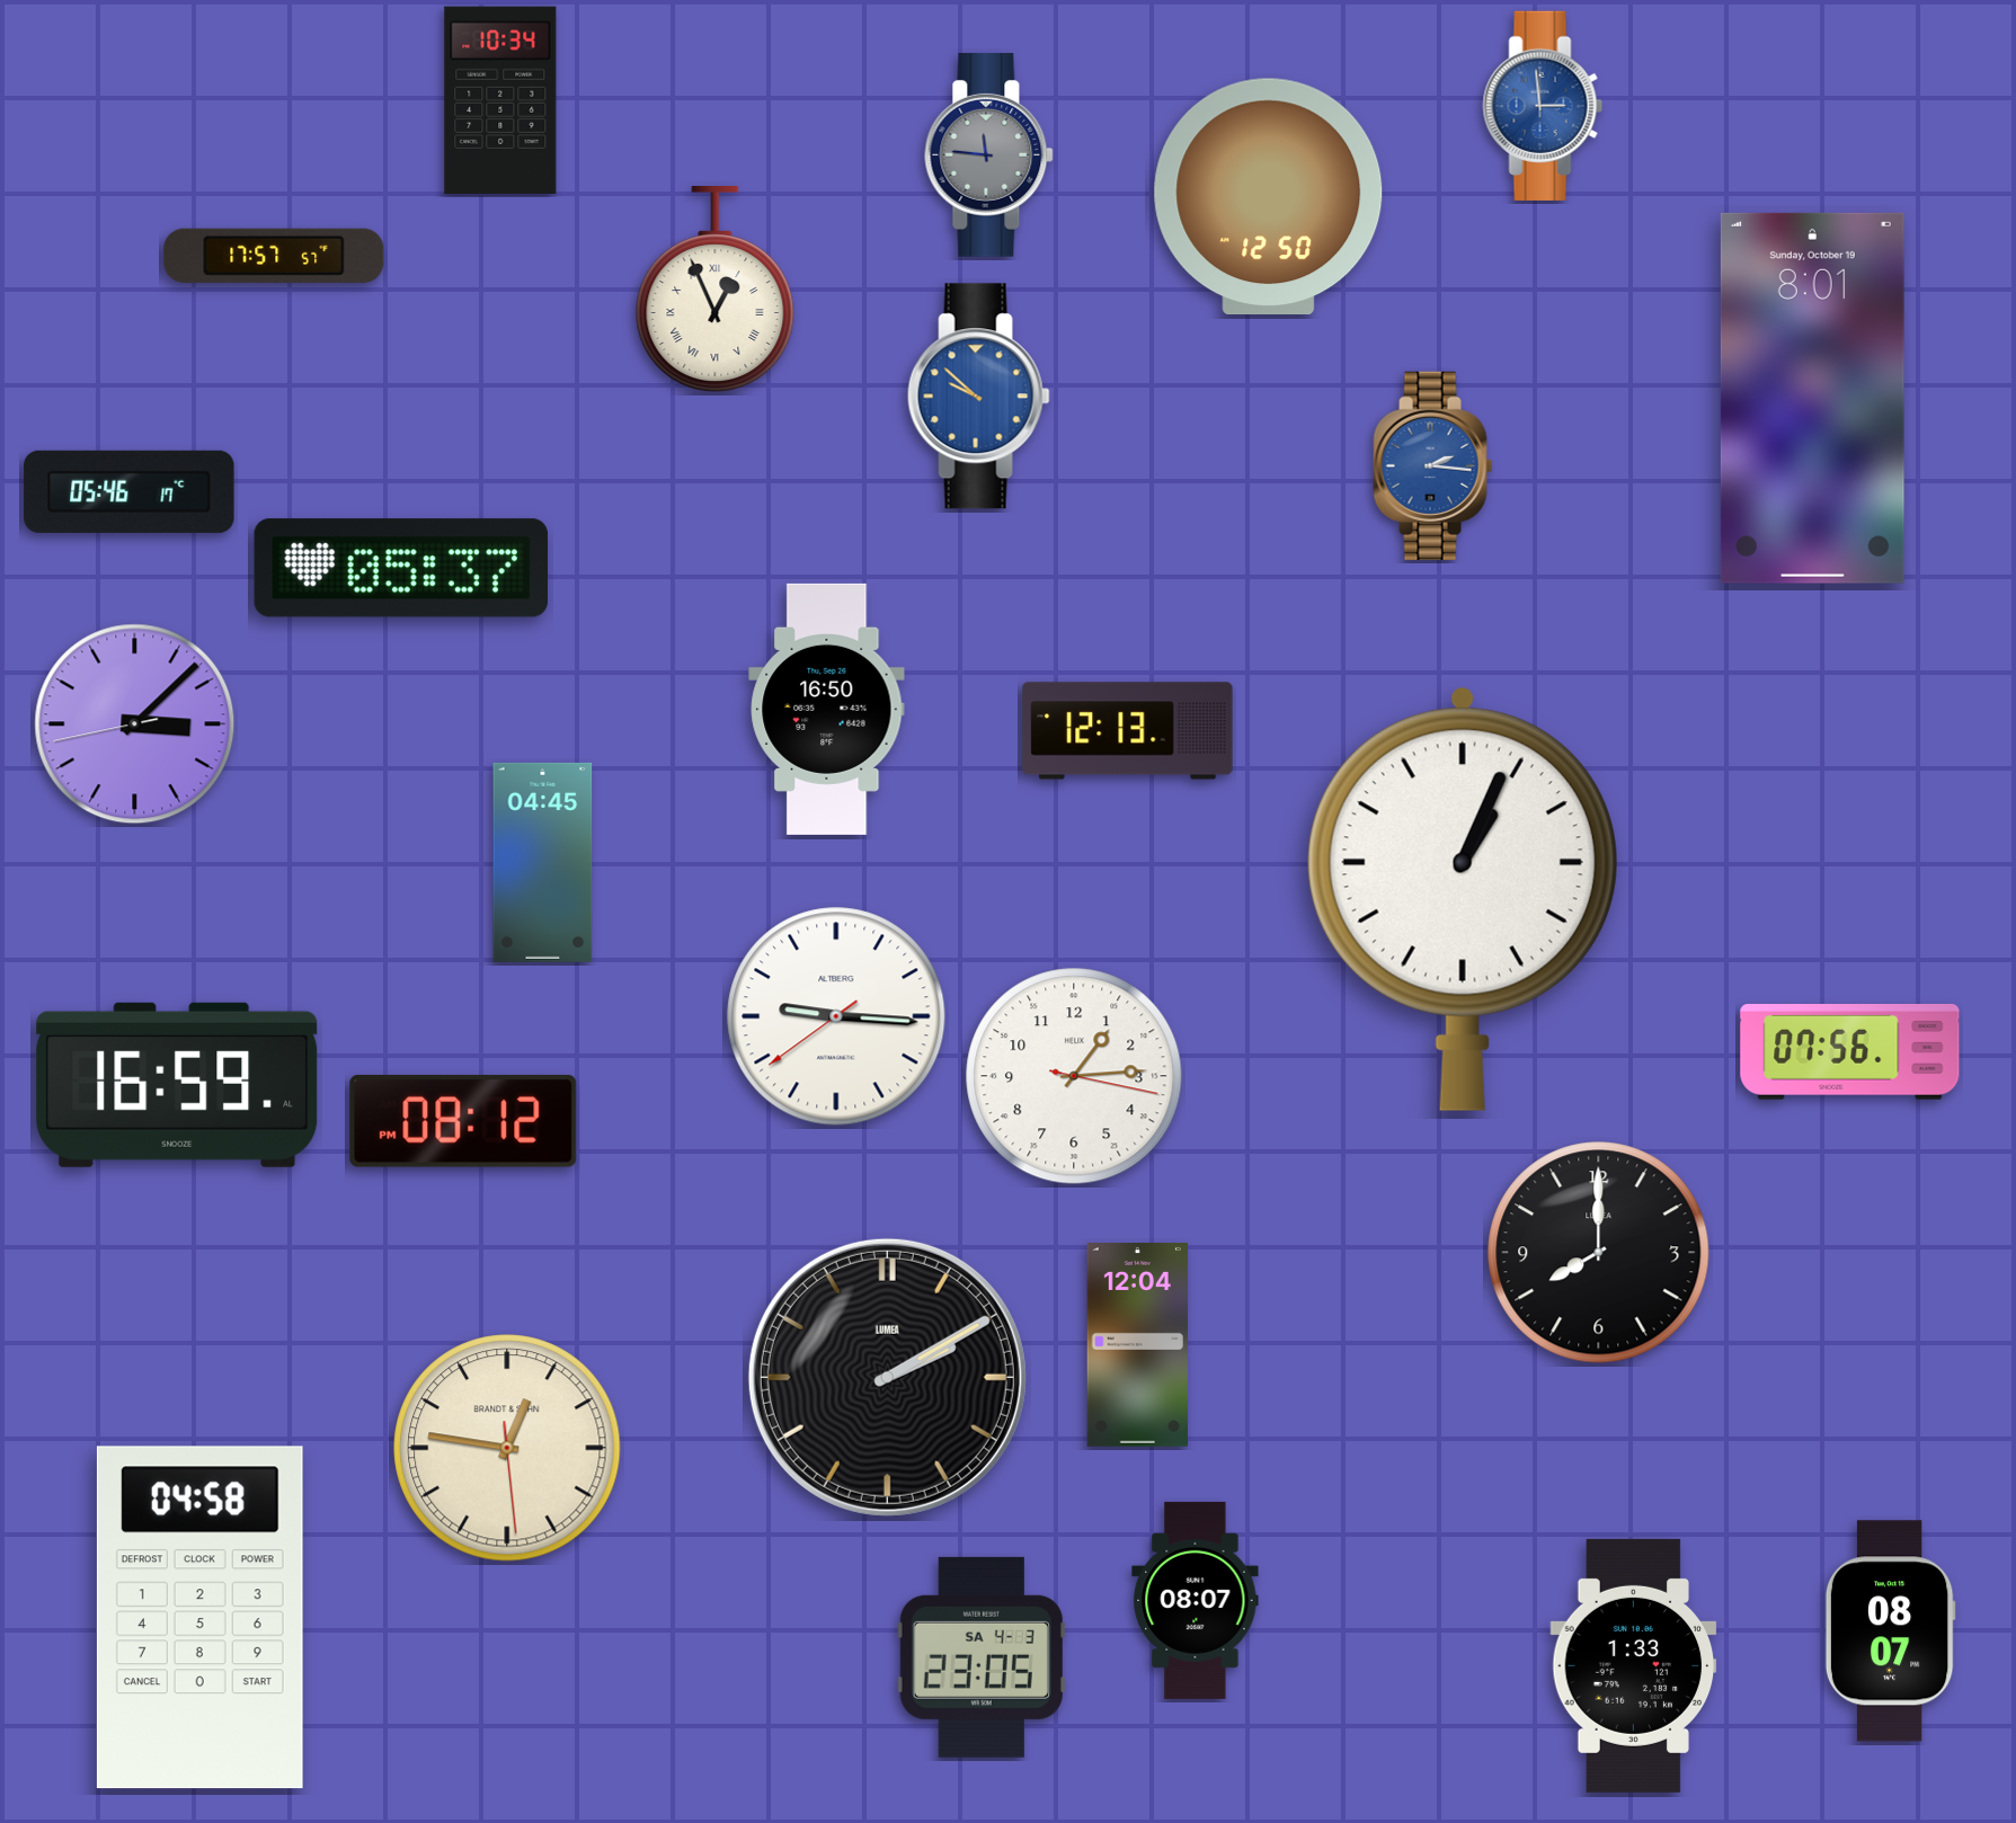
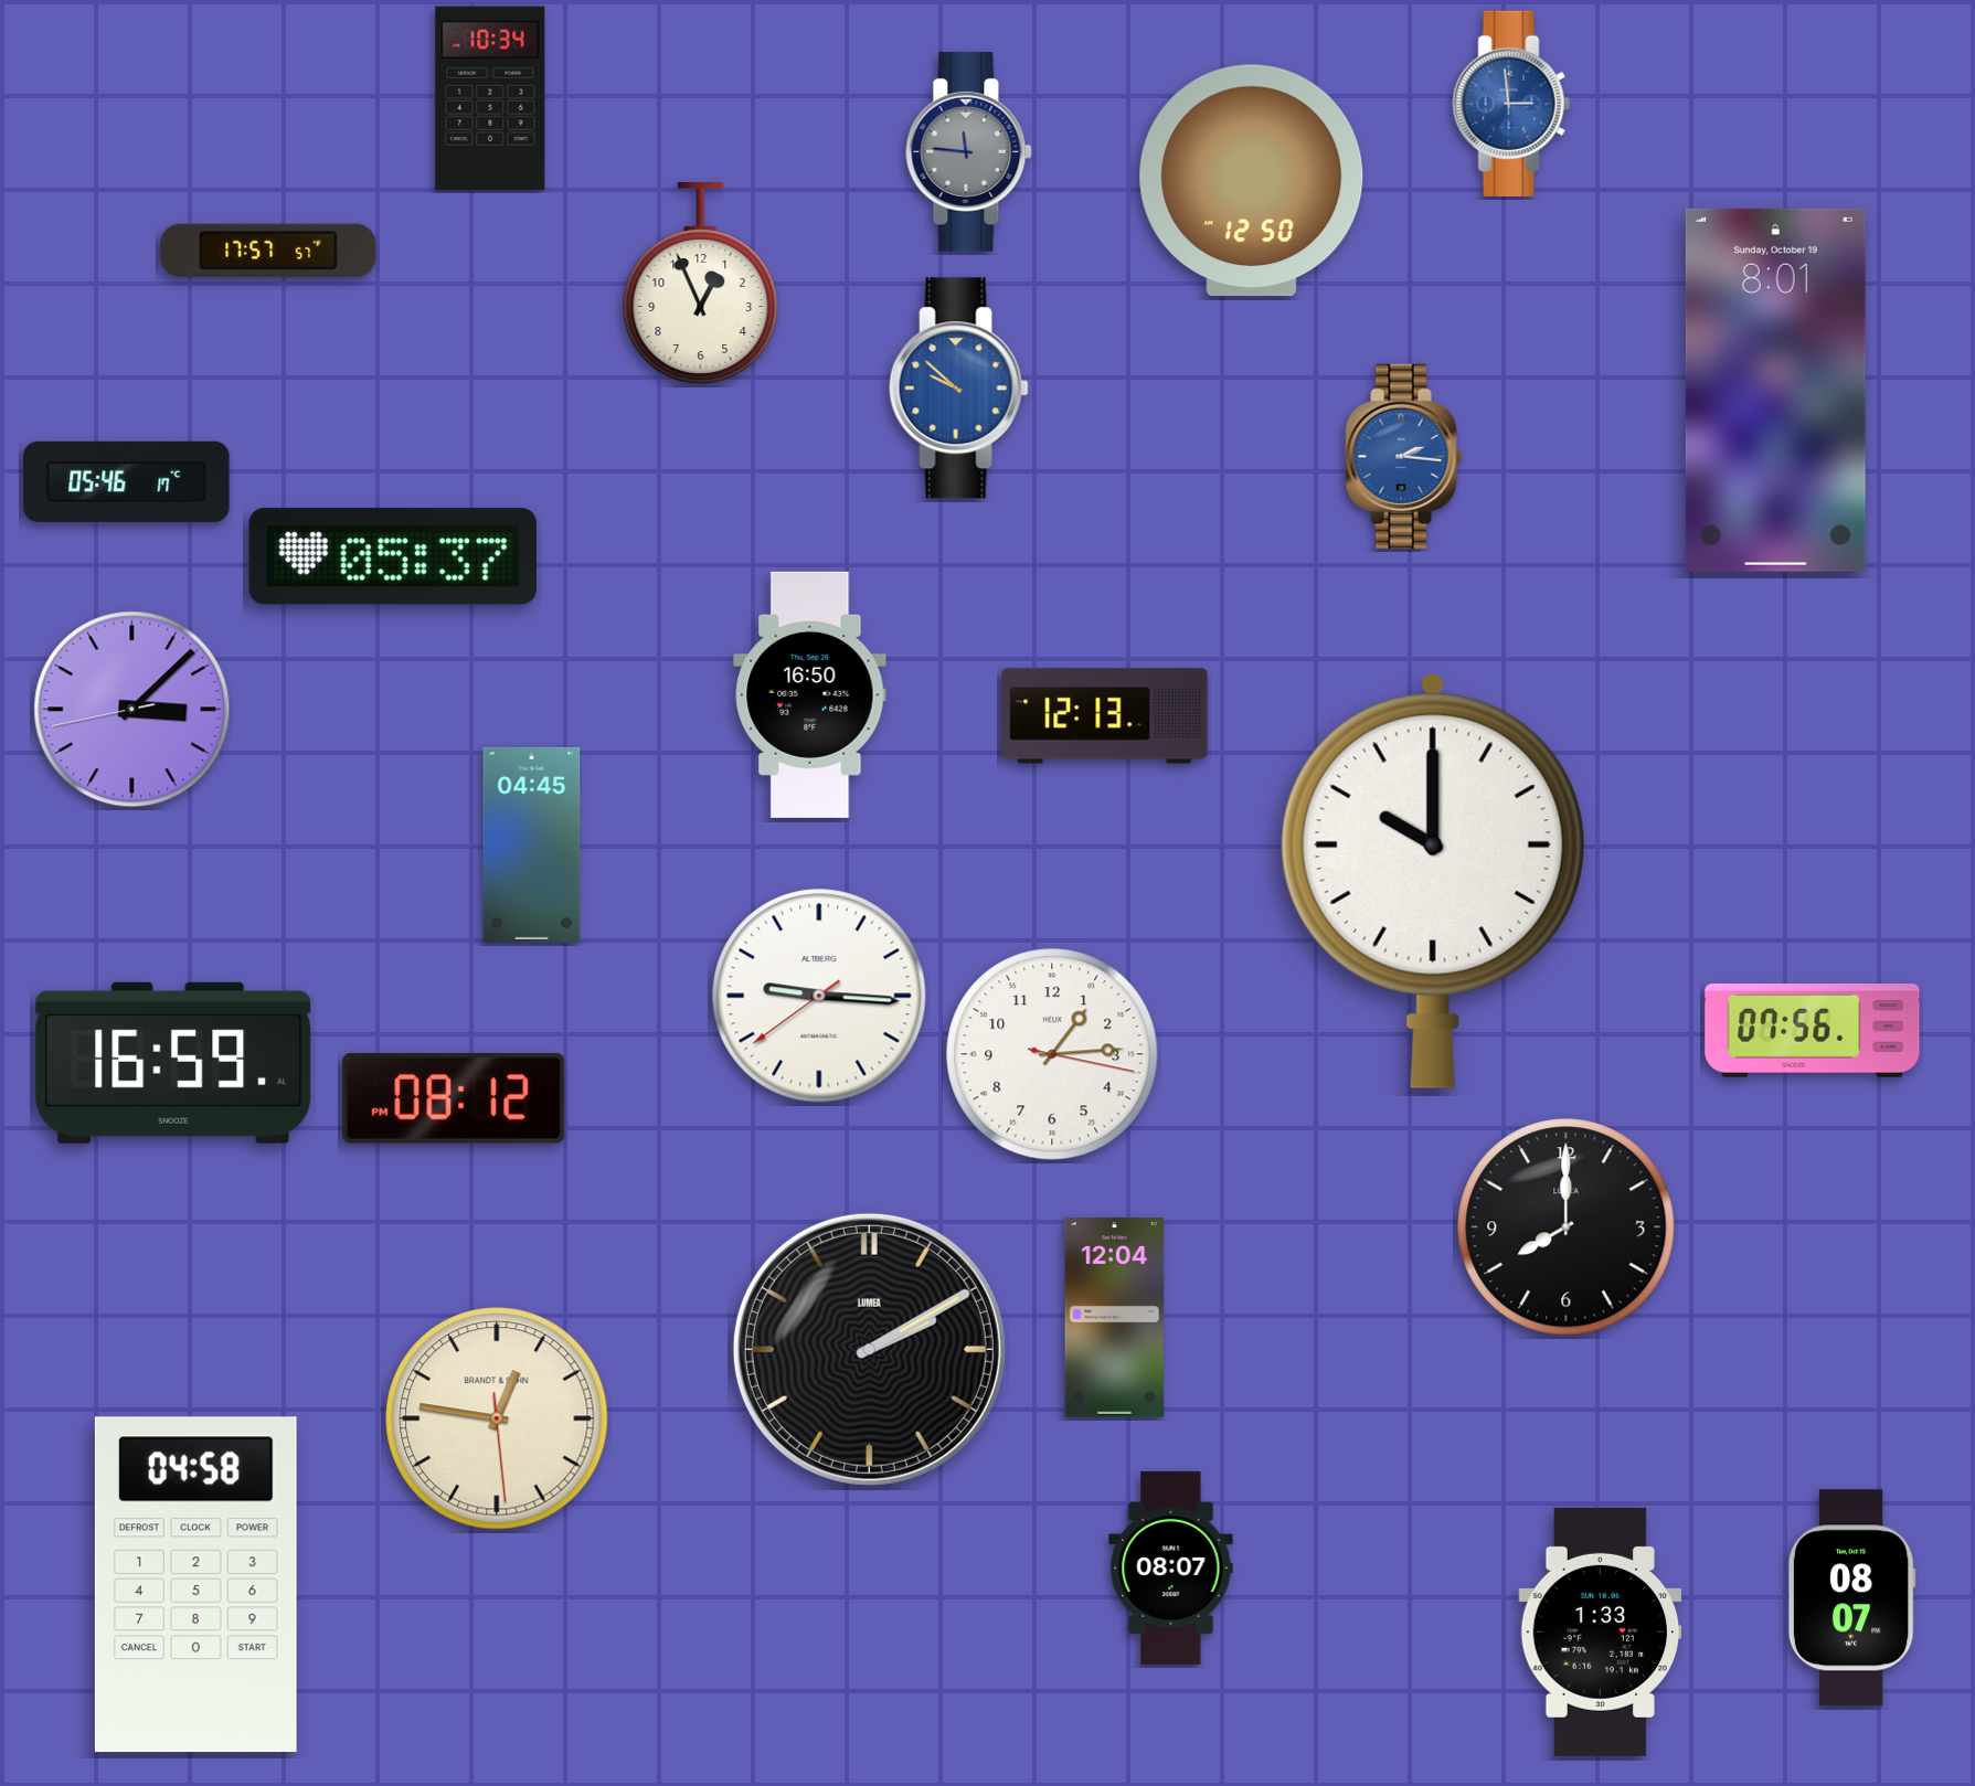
clock at (1269, 197) position: (1269, 197) -> (1252, 181)
clock at (716, 290) numerals: Roman -> Arabic
clock at (1463, 899): 1:04 -> 10:00
clock at (982, 1657): 23:05 -> none
